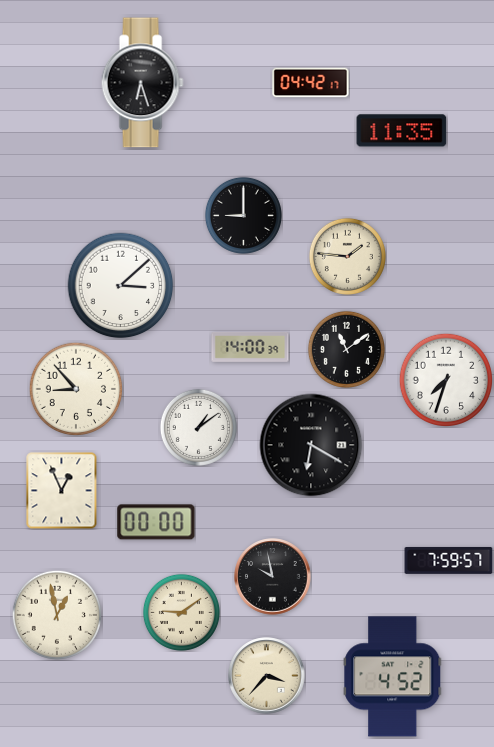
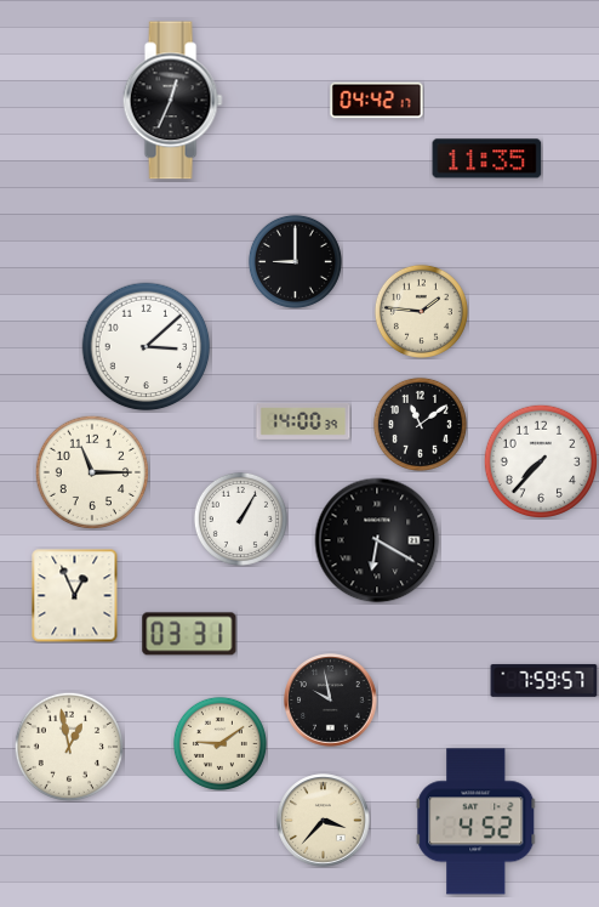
clock at (142, 83): 6:27 -> 12:34
clock at (445, 379): 7:33 -> 7:37
clock at (75, 388): 8:53 -> 11:15
clock at (198, 427): 1:09 -> 1:05
clock at (156, 522): 00:00 -> 03:31
